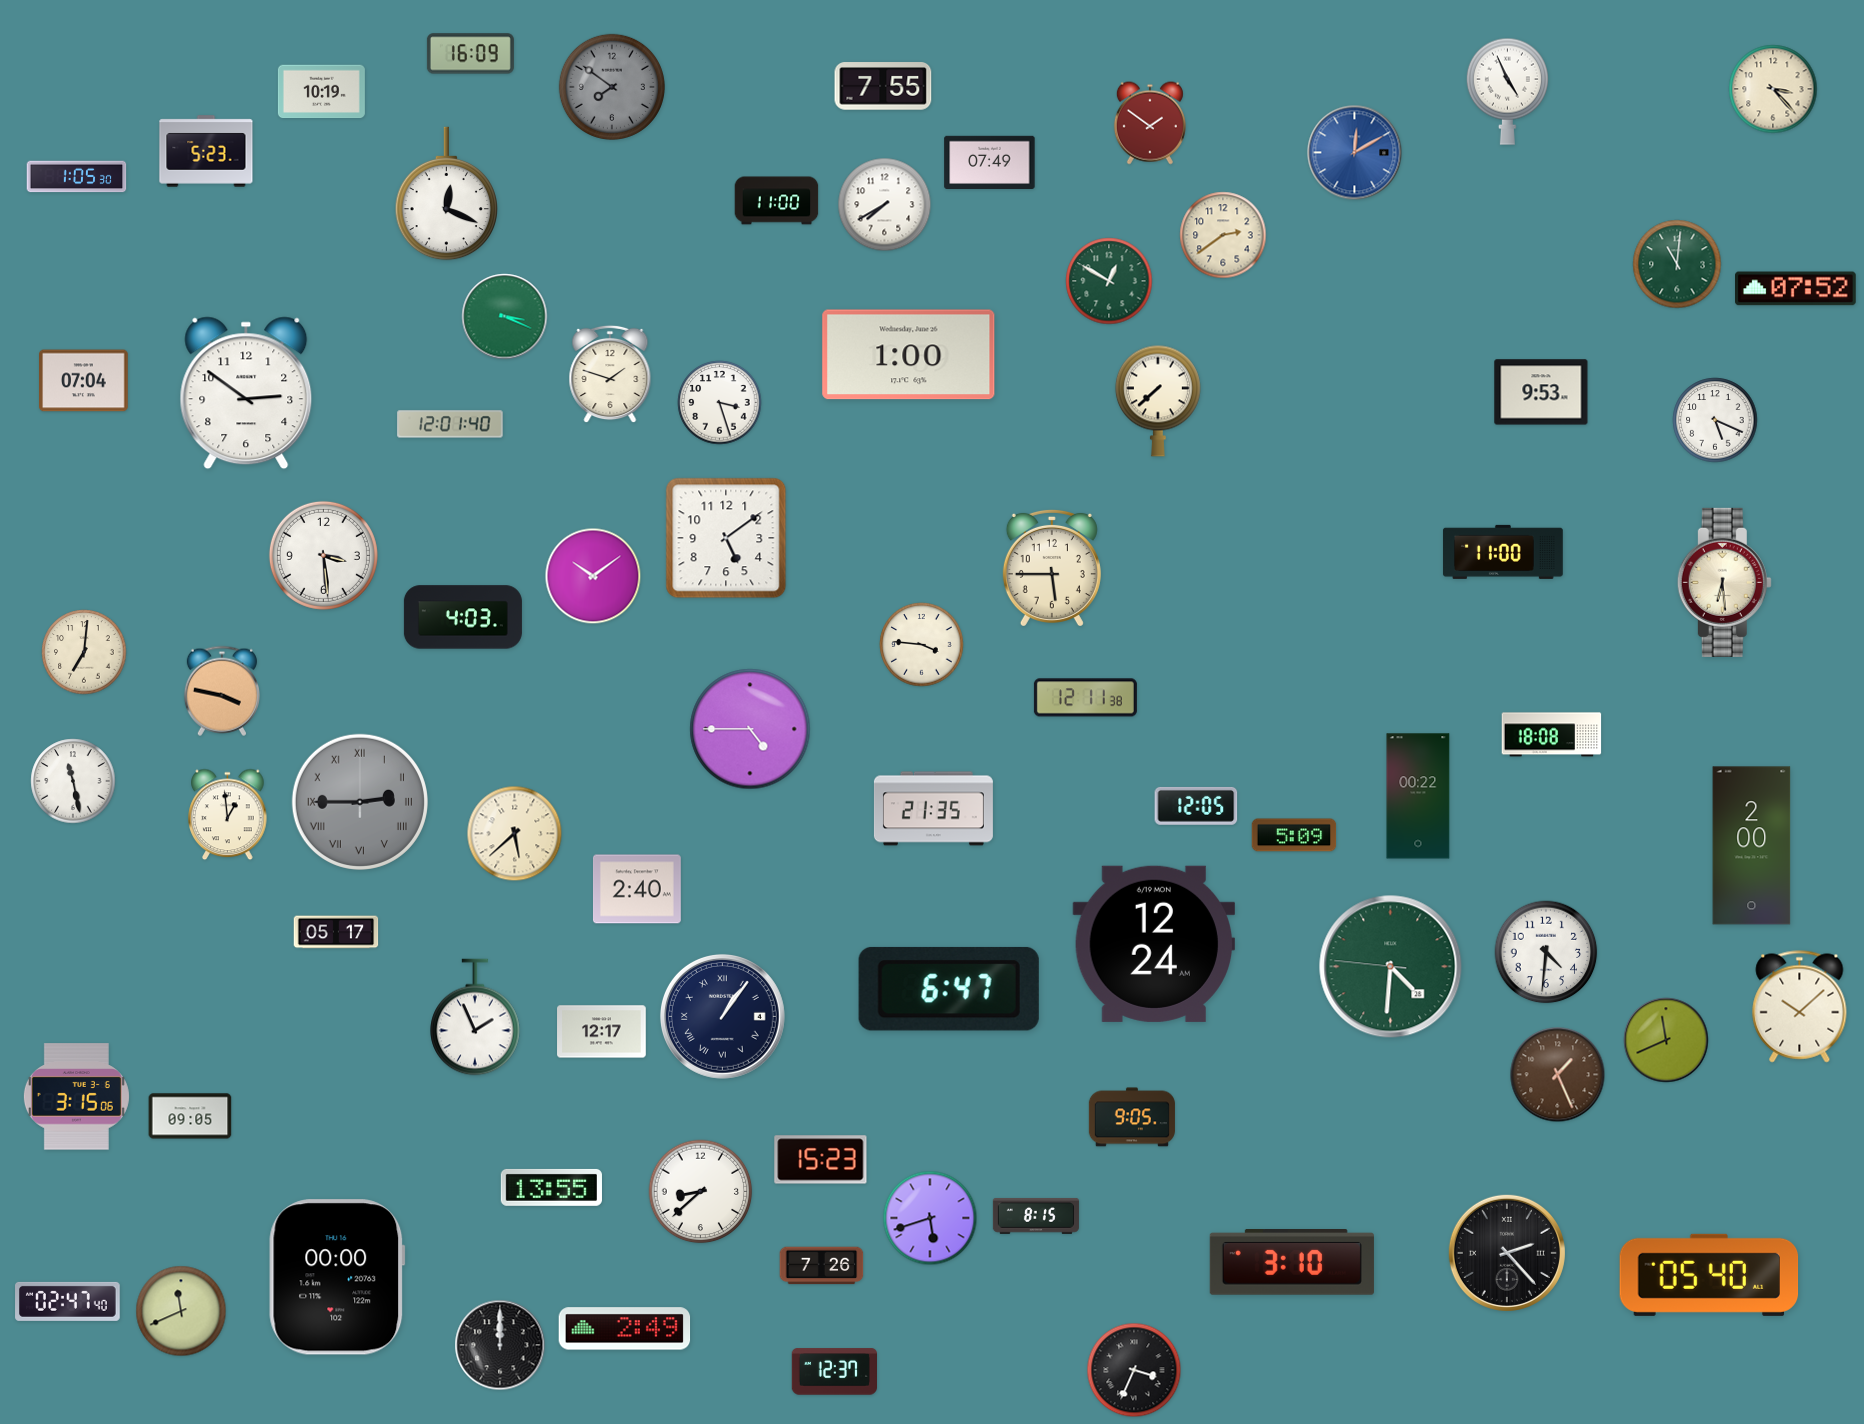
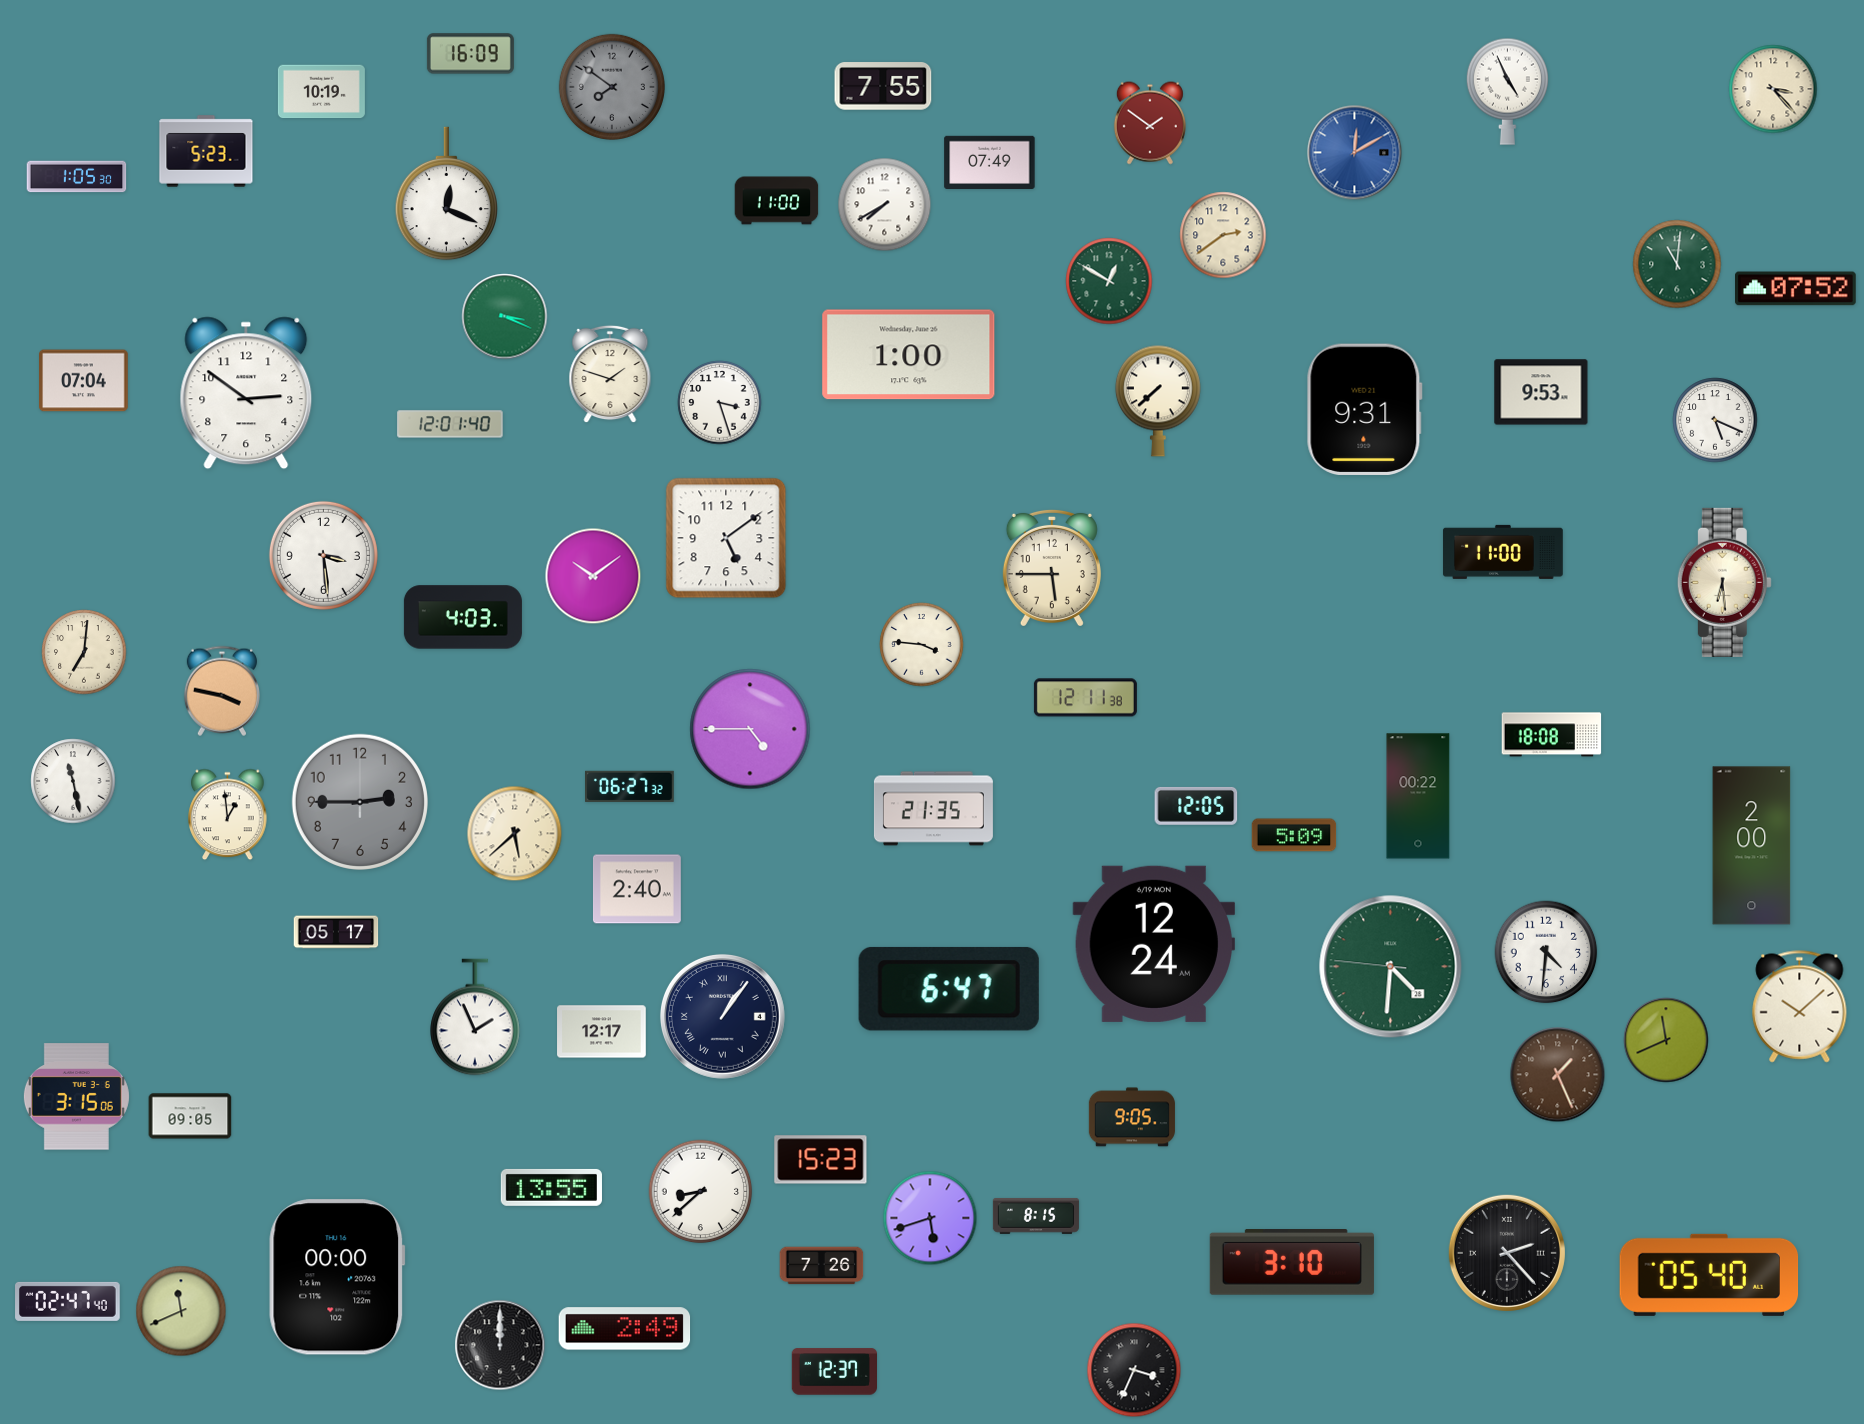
clock at (1364, 409): none -> 9:31
clock at (630, 786): none -> 06:27
clock at (360, 802) numerals: Roman -> Arabic
